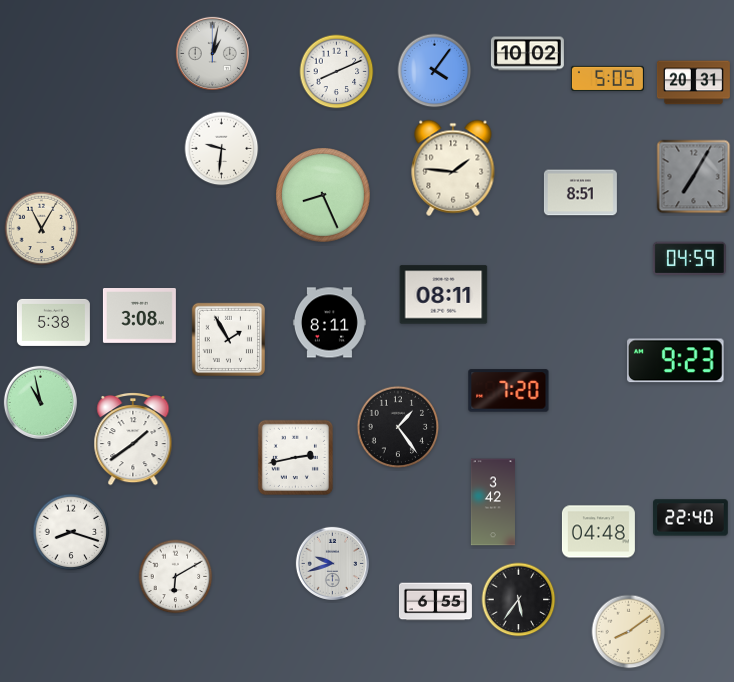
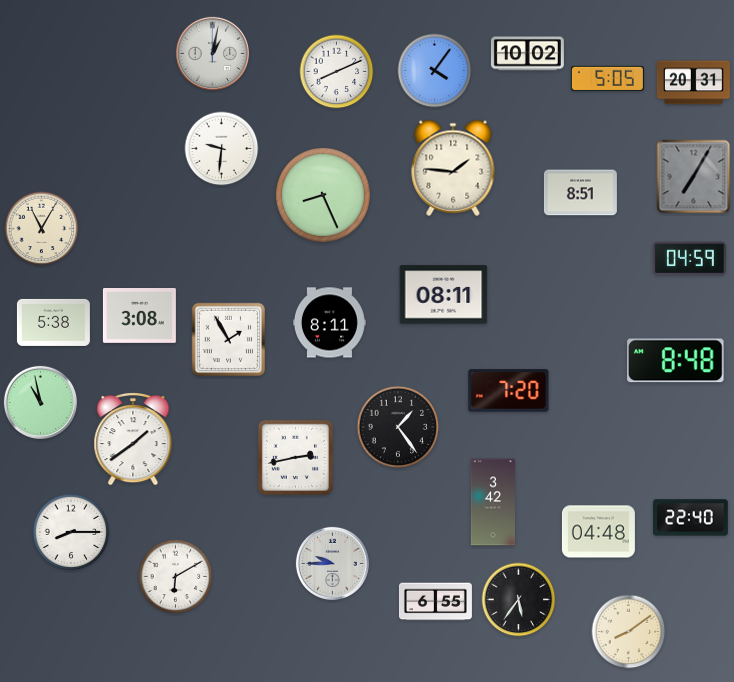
clock at (676, 361): 9:23 -> 8:48
clock at (71, 532): 8:18 -> 8:15
clock at (332, 563): 9:42 -> 9:45
